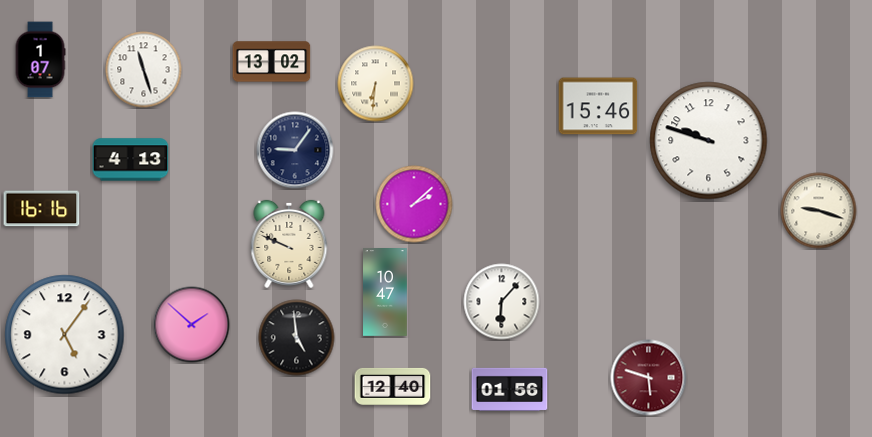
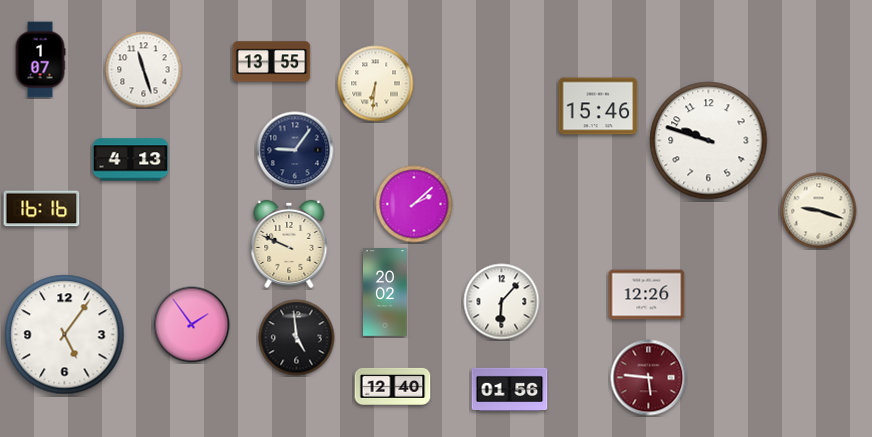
clock at (272, 62): 13:02 -> 13:55
clock at (386, 293): 10:47 -> 20:02
clock at (647, 295): none -> 12:26
clock at (192, 325): 1:52 -> 1:54
clock at (649, 378): 5:48 -> 5:46
